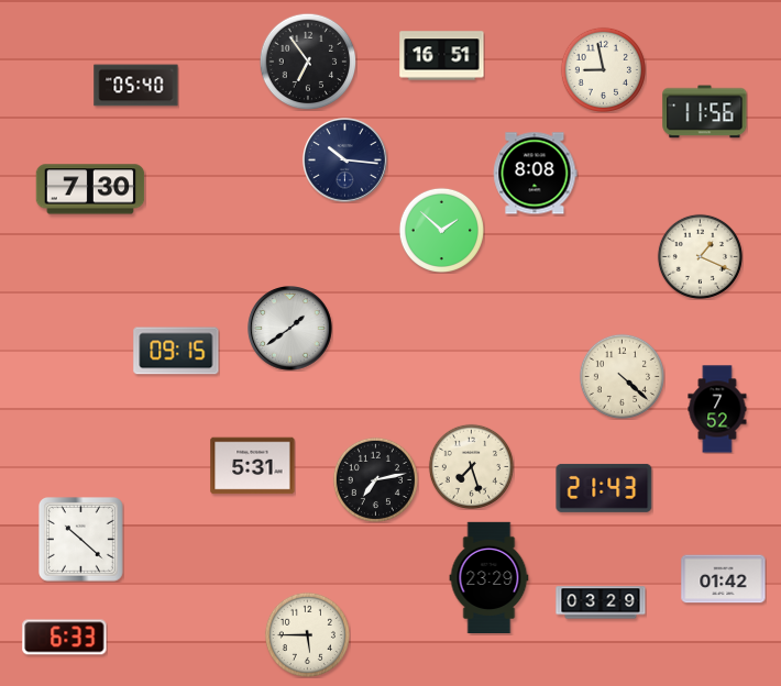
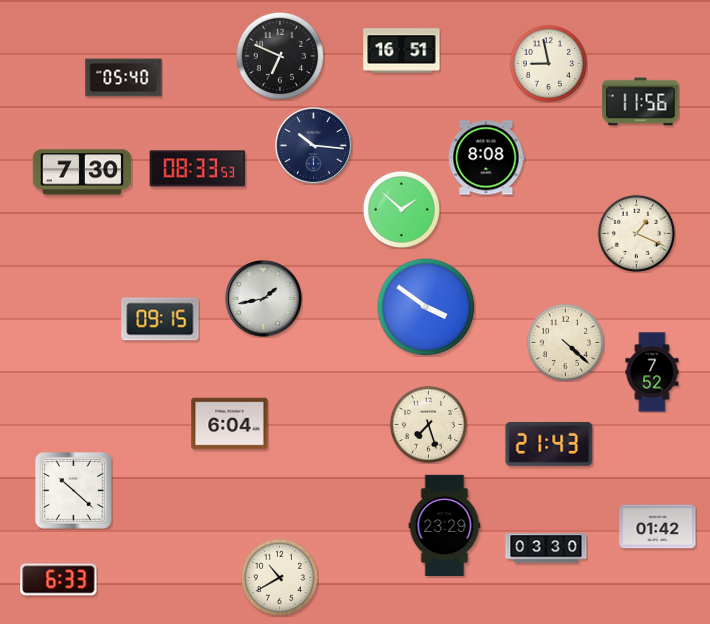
clock at (308, 62): 6:54 -> 6:49
clock at (198, 169): none -> 08:33
clock at (290, 329): 1:39 -> 1:43
clock at (426, 307): none -> 3:51
clock at (253, 466): 5:31 -> 6:04
clock at (375, 479): 7:13 -> none
clock at (601, 602): 03:29 -> 03:30
clock at (307, 634): 5:45 -> 10:40
